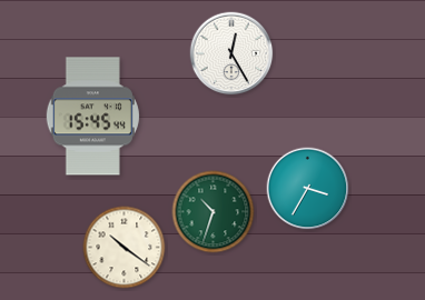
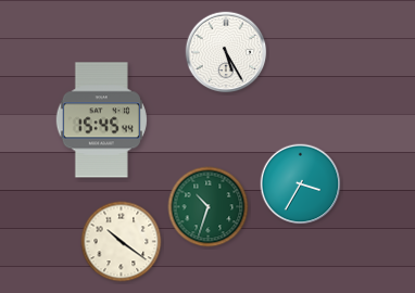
clock at (231, 53): 12:25 -> 5:25
clock at (92, 117) position: (92, 117) -> (101, 120)
